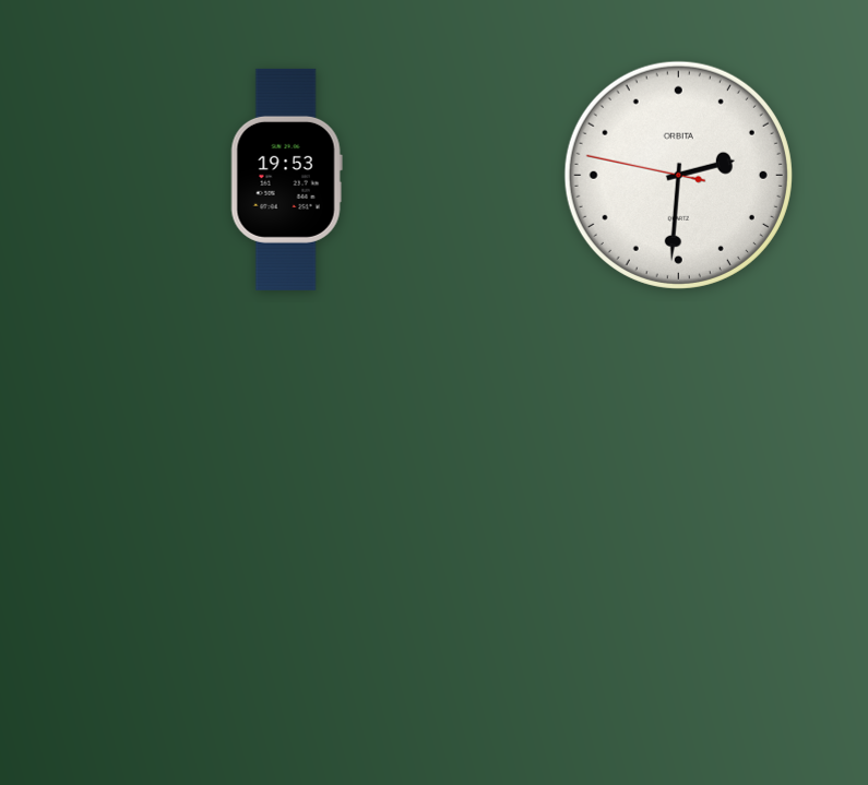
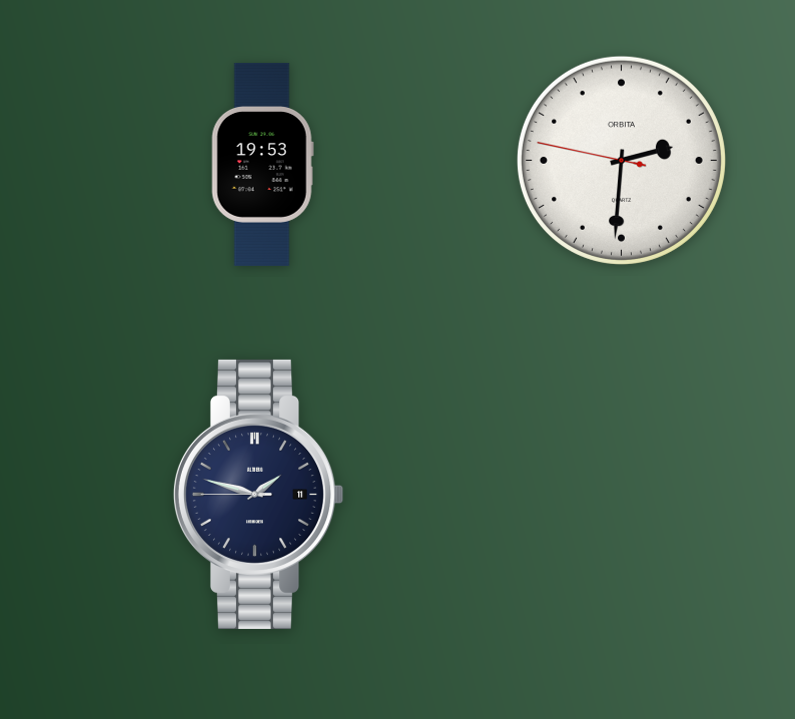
clock at (258, 494): none -> 1:47
